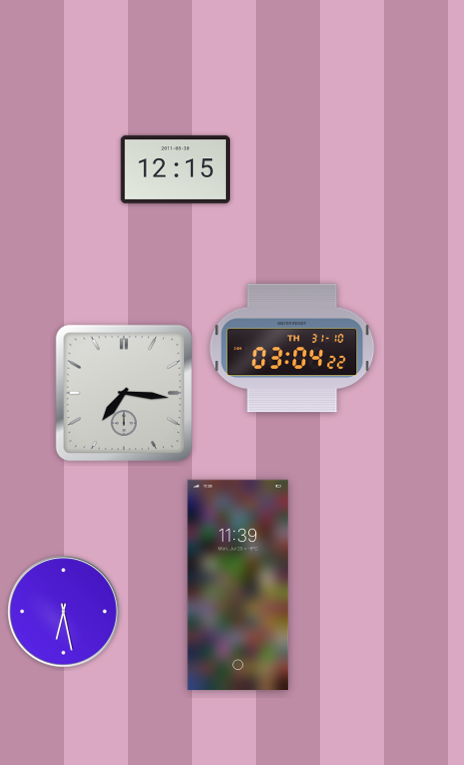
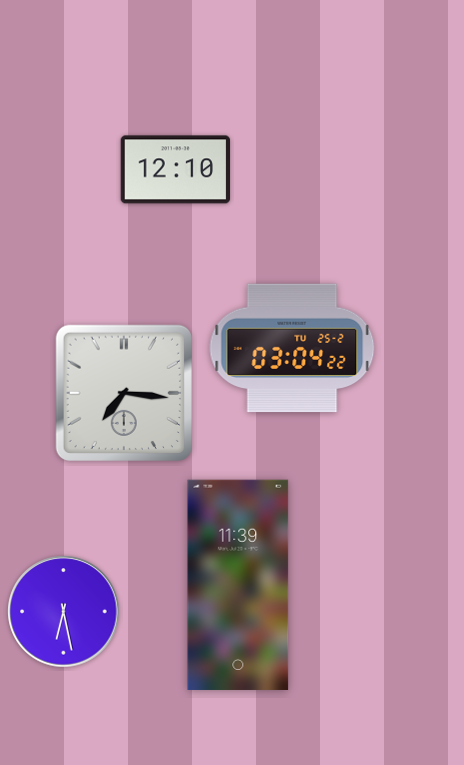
clock at (176, 170): 12:15 -> 12:10
clock at (292, 348) date: TH 31-10 -> TU 25-2
